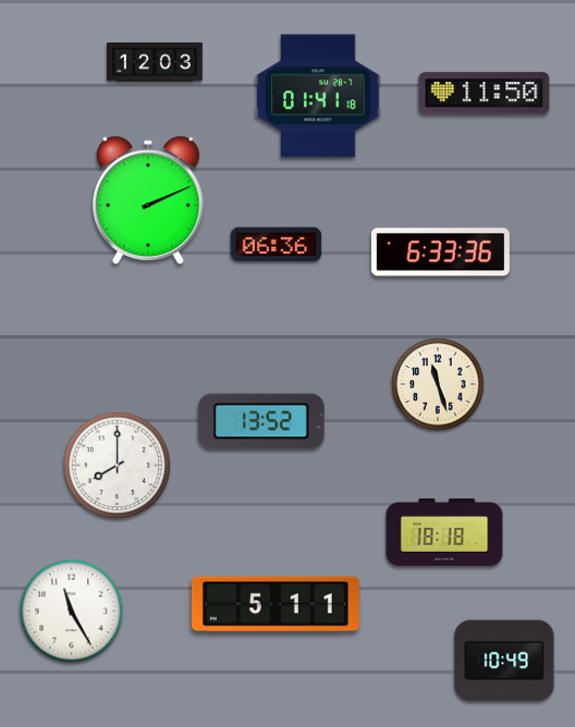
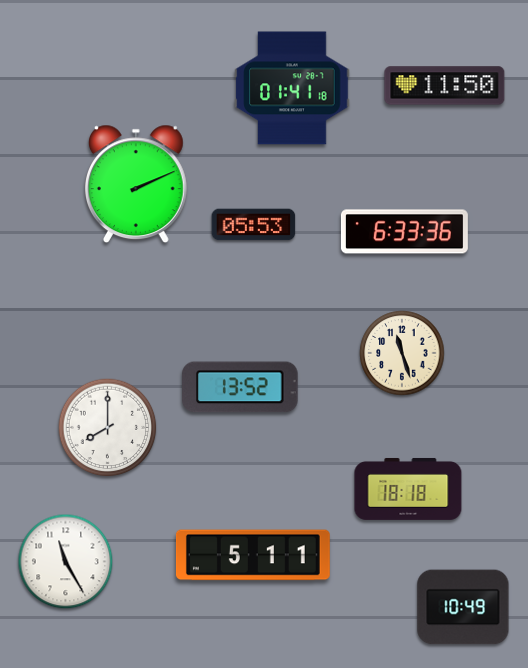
clock at (155, 62): 12:03 -> none
clock at (277, 245): 06:36 -> 05:53
